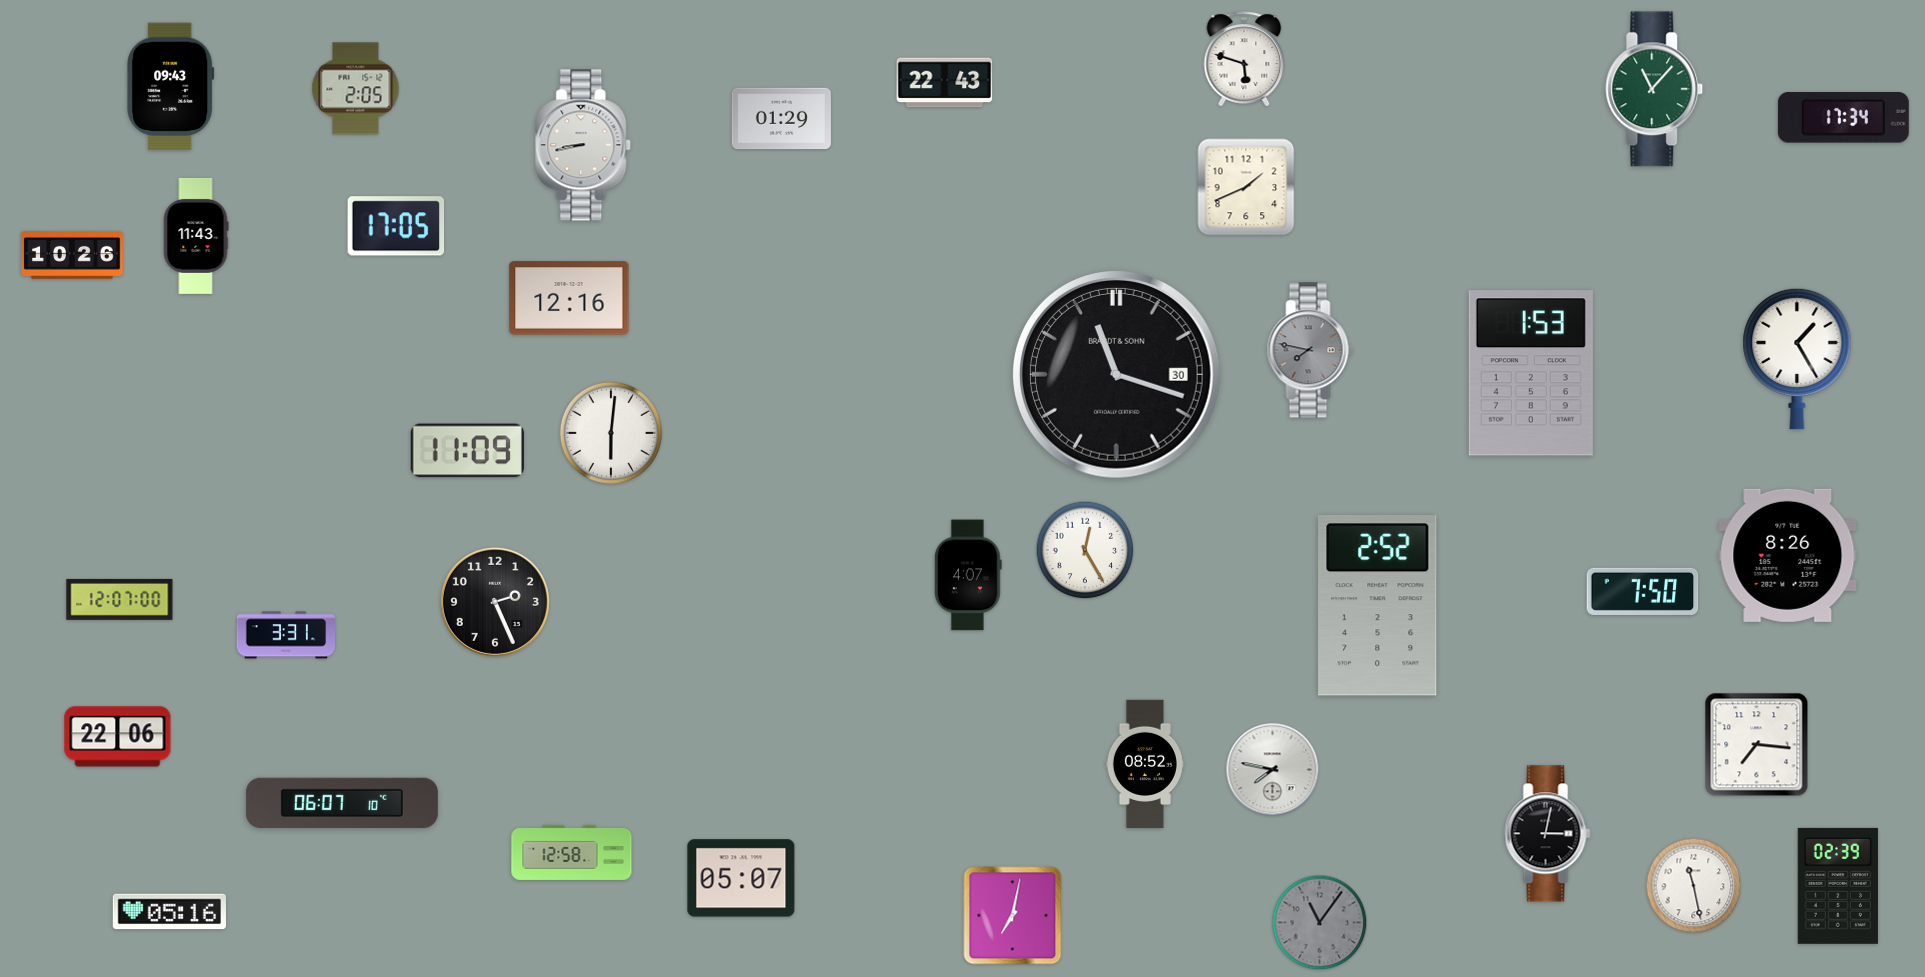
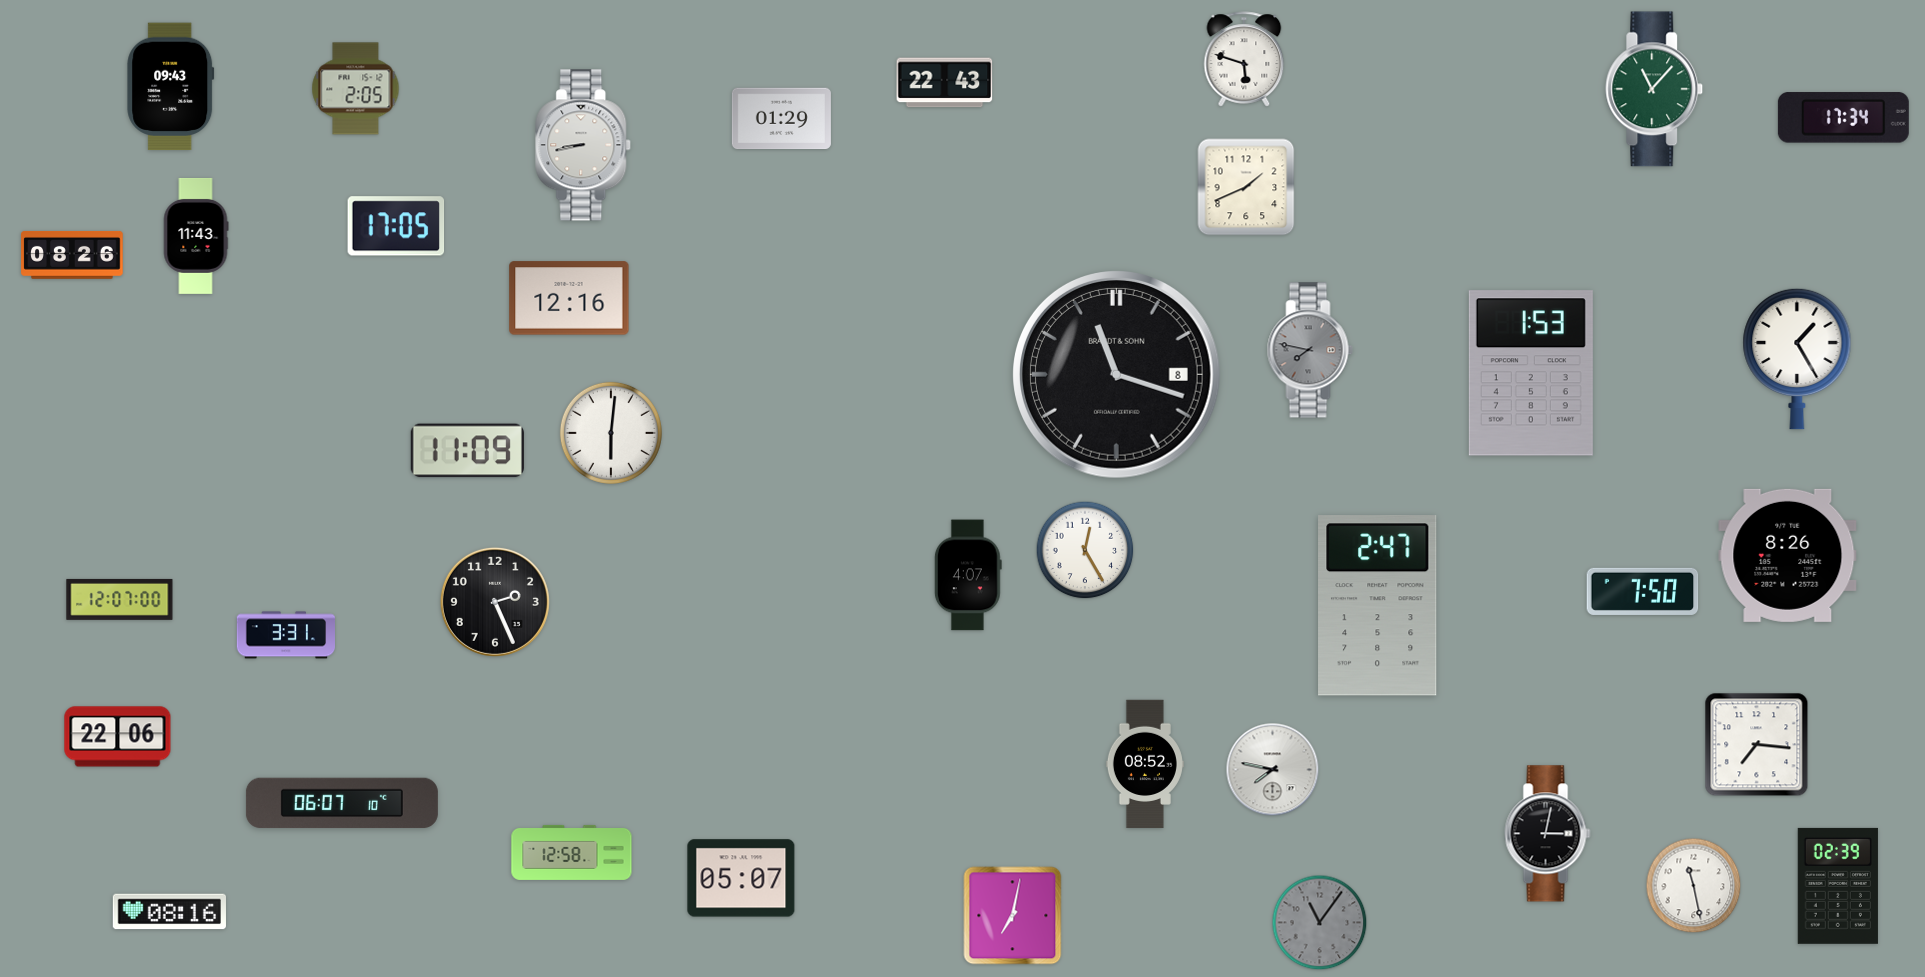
clock at (72, 255): 10:26 -> 08:26
clock at (1117, 375) date: 30 -> 8
clock at (1378, 606): 2:52 -> 2:47
clock at (169, 912): 05:16 -> 08:16
